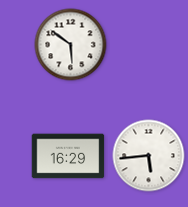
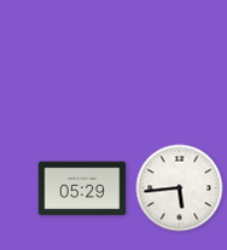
clock at (71, 45): 5:51 -> none
clock at (68, 156): 16:29 -> 05:29
